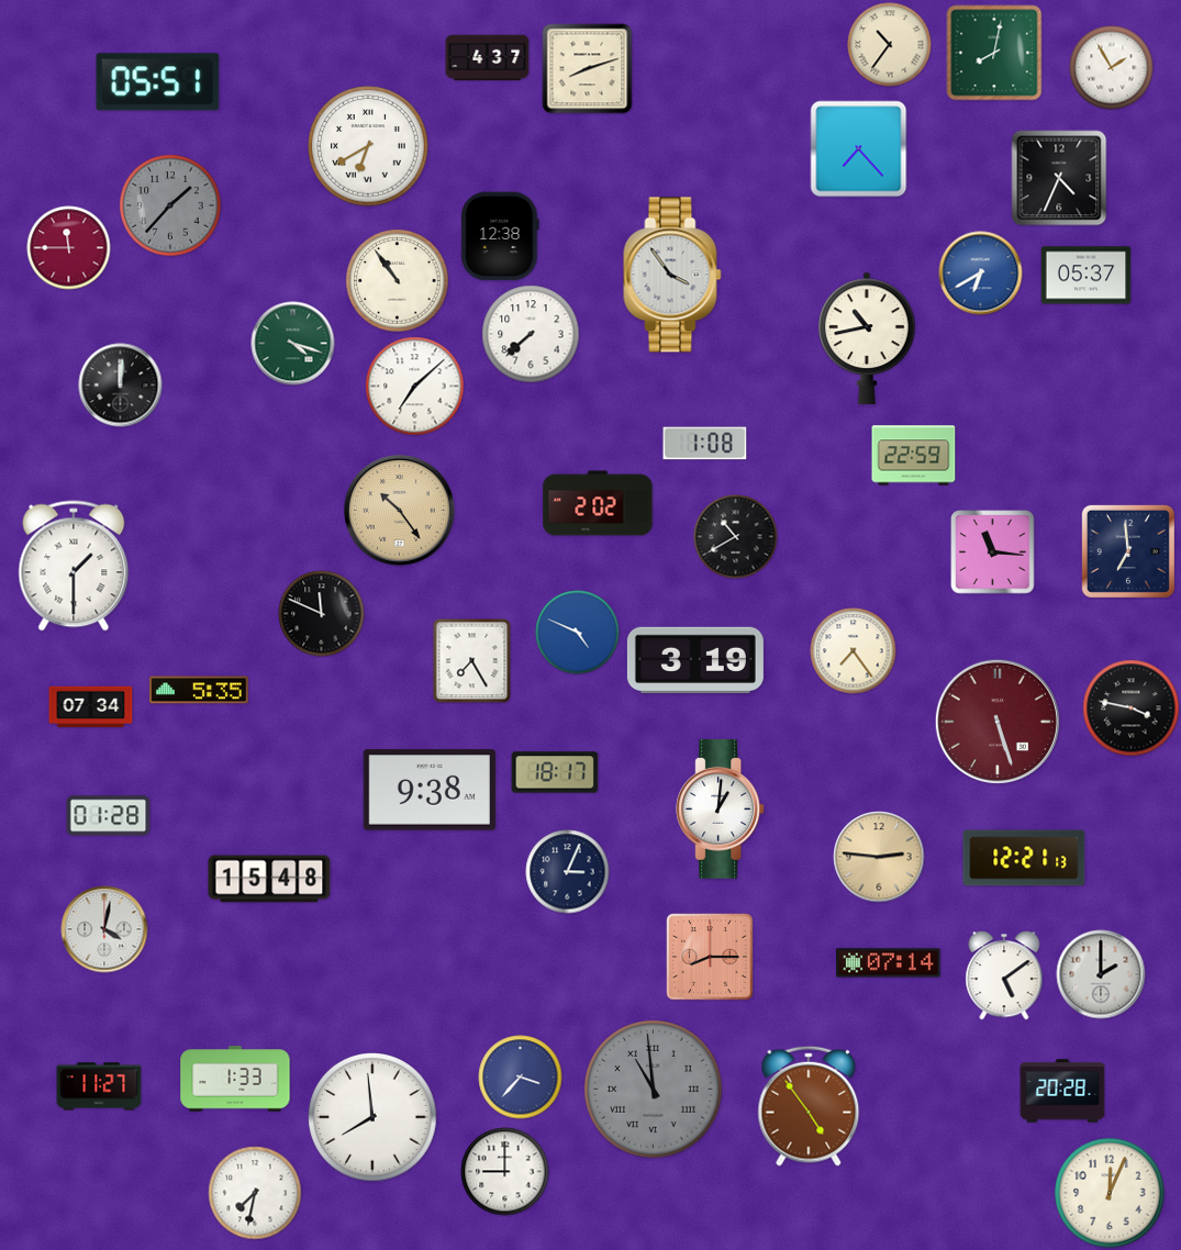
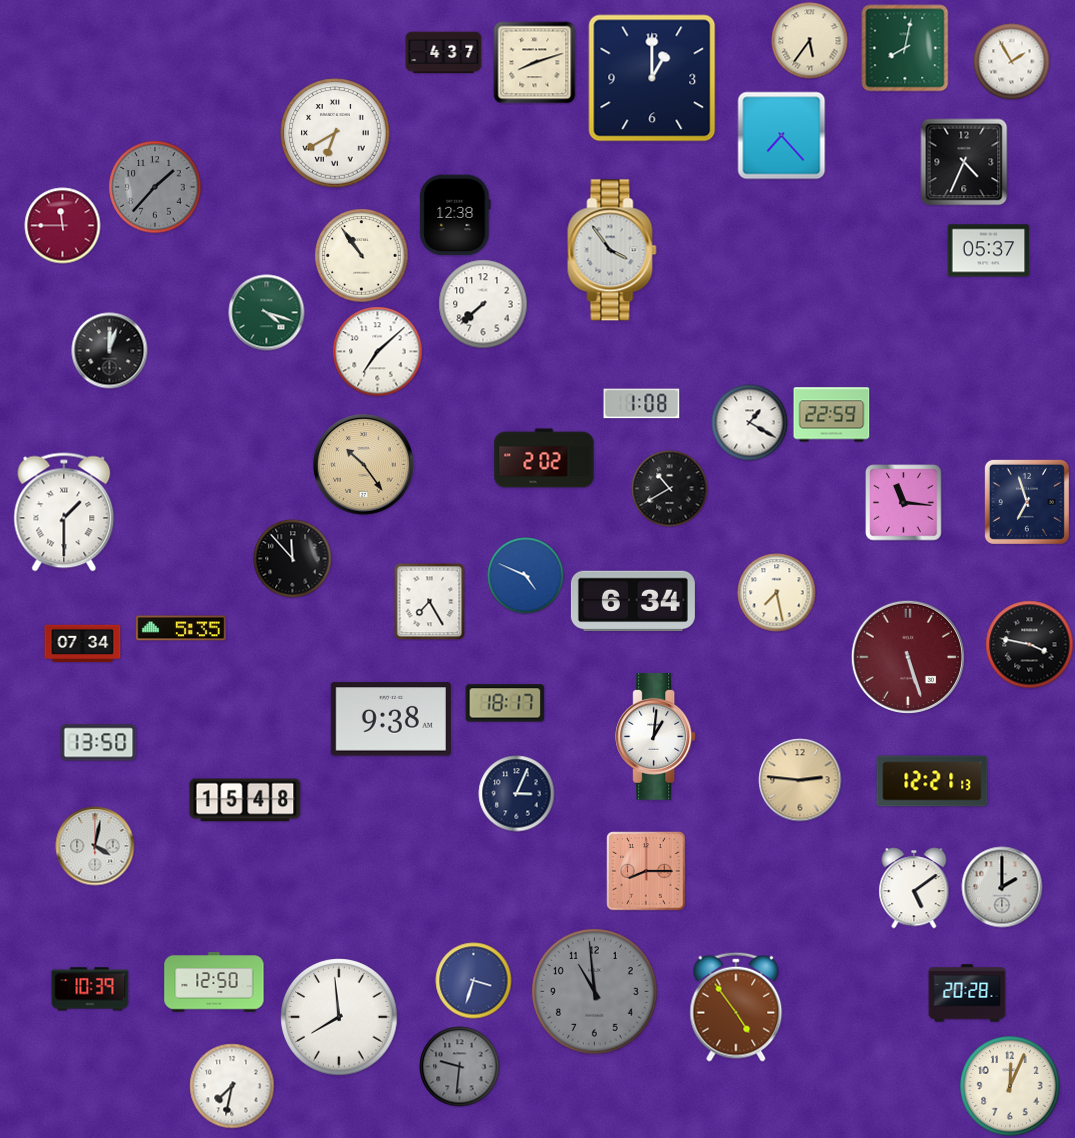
clock at (890, 45): 10:36 -> 5:36
clock at (158, 82): 05:51 -> none
clock at (652, 78): none -> 1:00
clock at (981, 274): 6:40 -> none
clock at (867, 338): 10:43 -> none
clock at (121, 386): 12:01 -> 12:03
clock at (750, 423): none -> 1:20
clock at (1128, 551): 6:59 -> 6:57
clock at (74, 566) position: (74, 566) -> (64, 512)
clock at (322, 614): 11:49 -> 11:53
clock at (854, 651): 7:24 -> 7:28
clock at (695, 660): 3:19 -> 6:34
clock at (109, 816): 01:28 -> 13:50
clock at (889, 963): 07:14 -> none
clock at (521, 1078): 3:37 -> 3:33
clock at (235, 1079): 1:33 -> 12:50
clock at (99, 1086): 11:27 -> 10:39
clock at (654, 1090) numerals: Roman -> Arabic
clock at (505, 1172): 9:00 -> 9:31
clock at (505, 1172) dial: white -> grey
